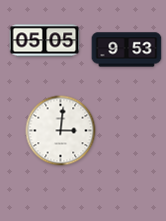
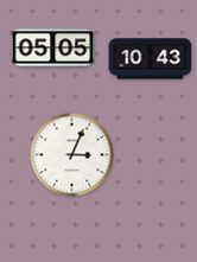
clock at (127, 50): 9:53 -> 10:43
clock at (61, 131): 3:01 -> 3:04
